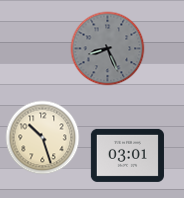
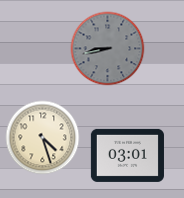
clock at (108, 49): 8:26 -> 8:43
clock at (43, 138): 10:27 -> 4:27
